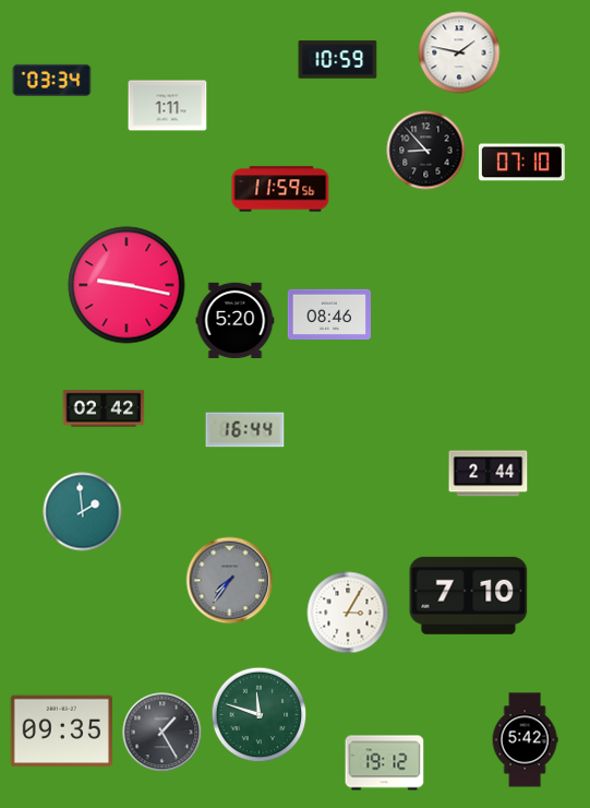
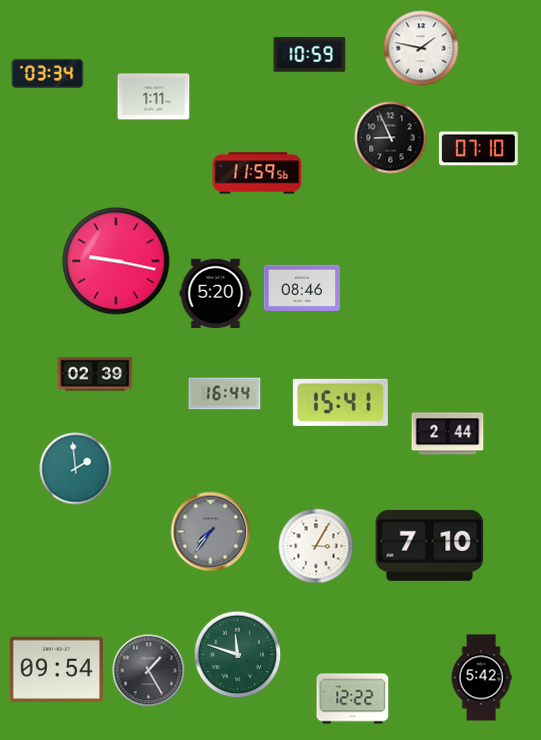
clock at (426, 151): 8:53 -> 8:56
clock at (104, 408): 02:42 -> 02:39
clock at (340, 402): none -> 15:41
clock at (348, 613) position: (348, 613) -> (316, 546)
clock at (61, 732): 09:35 -> 09:54
clock at (385, 763): 19:12 -> 12:22
